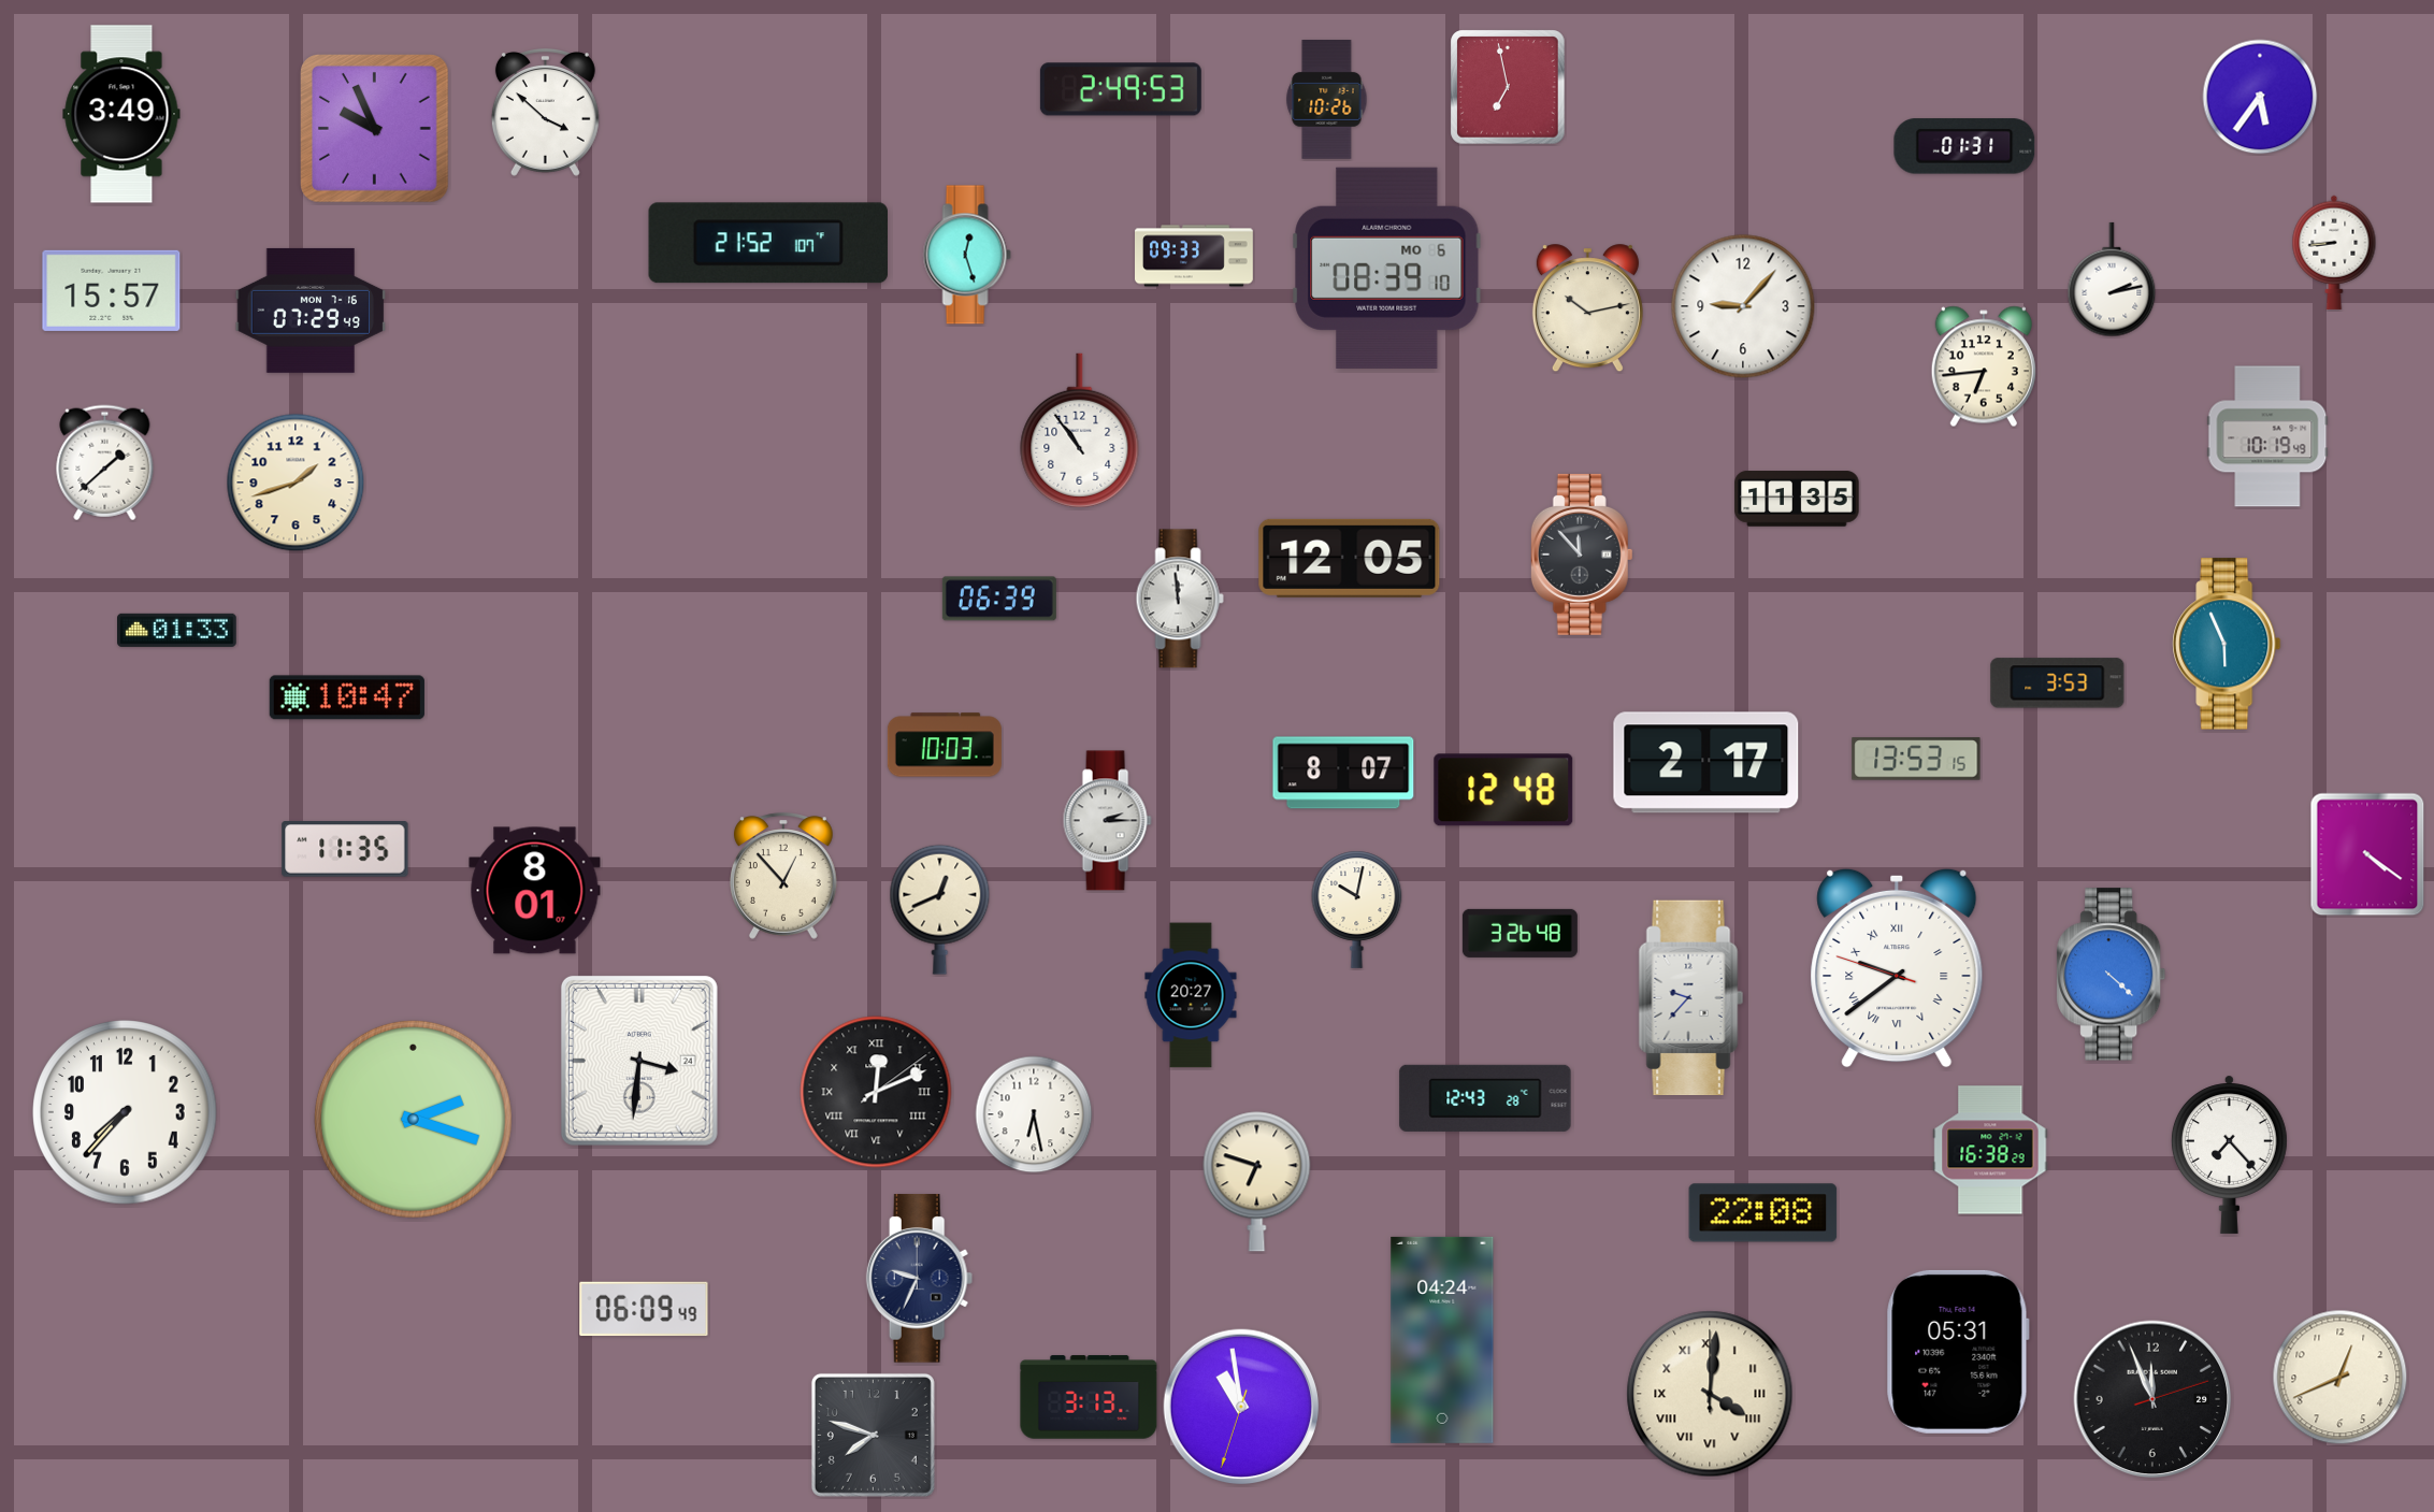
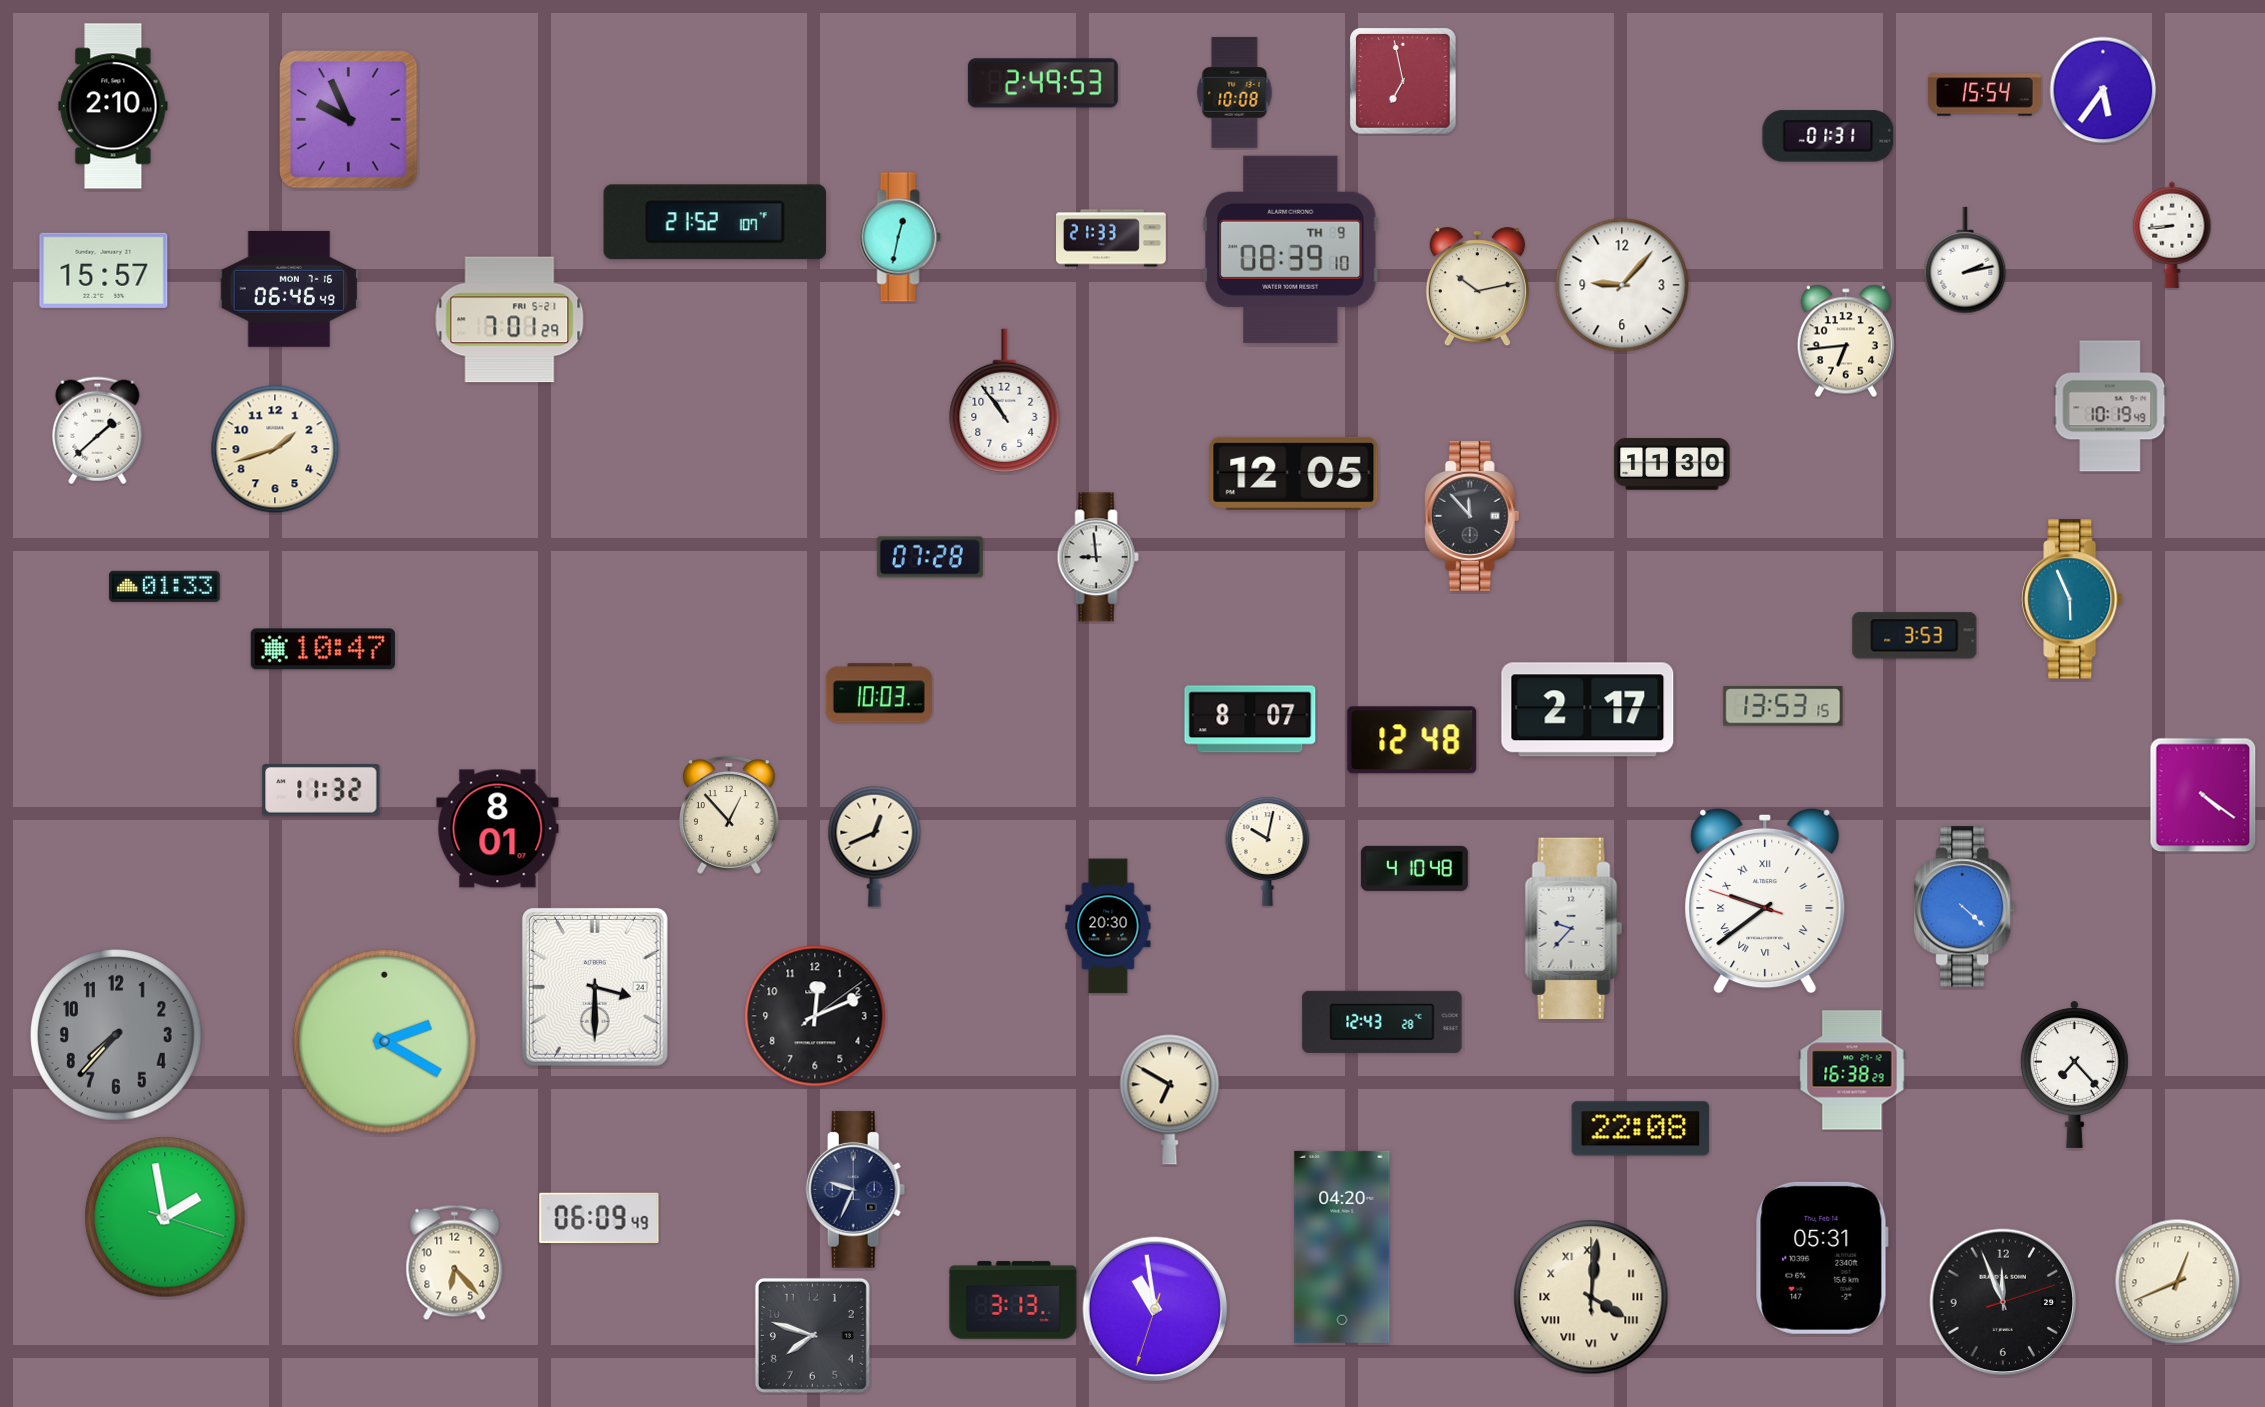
clock at (1327, 100): 10:26 -> 10:08
clock at (1985, 95): none -> 15:54
clock at (545, 112): 3:52 -> none
clock at (121, 114): 3:49 -> 2:10
clock at (767, 243) position: (767, 243) -> (714, 222)
clock at (967, 255): 12:27 -> 12:32
clock at (1195, 256): 09:33 -> 21:33
clock at (1387, 268) date: MO 6 -> TH 9
clock at (311, 311): 07:29 -> 06:46
clock at (510, 320): none -> 7:01
clock at (1797, 499): 11:35 -> 11:30
clock at (1350, 558) position: (1350, 558) -> (1294, 473)
clock at (999, 599): 06:39 -> 07:28
clock at (1180, 599): 11:59 -> 8:59
clock at (1503, 790) position: (1503, 790) -> (1412, 740)
clock at (1107, 821): 2:15 -> none
clock at (345, 850): 11:35 -> 11:32
clock at (1357, 909) position: (1357, 909) -> (1268, 851)
clock at (1520, 933): 3:26 -> 4:10
clock at (1191, 995): 20:27 -> 20:30
clock at (639, 1061): 3:31 -> 3:30
clock at (876, 1092) numerals: Roman -> Arabic
clock at (125, 1112) dial: white -> grey
clock at (1034, 1114): 6:28 -> none
clock at (413, 1119): 2:18 -> 2:20
clock at (1257, 1182): 6:48 -> 6:50
clock at (165, 1217): none -> 1:58
clock at (1442, 1340): 04:24 -> 04:20
clock at (455, 1263): none -> 6:23
